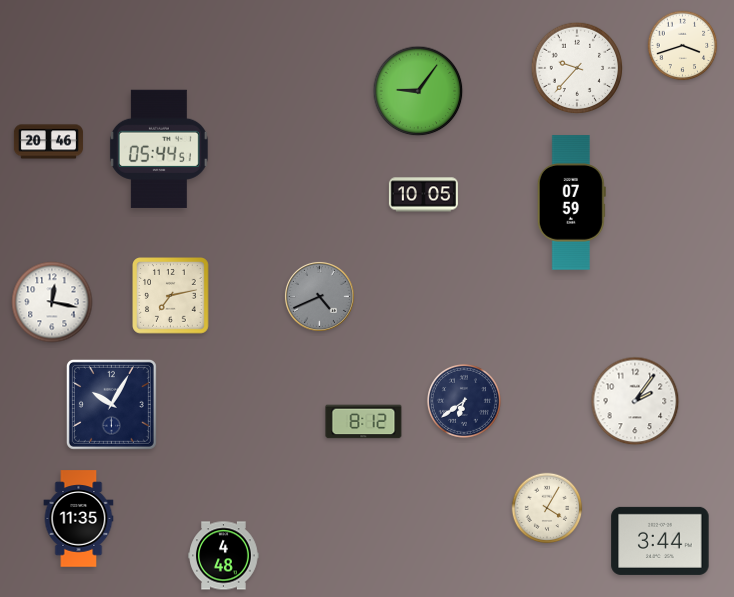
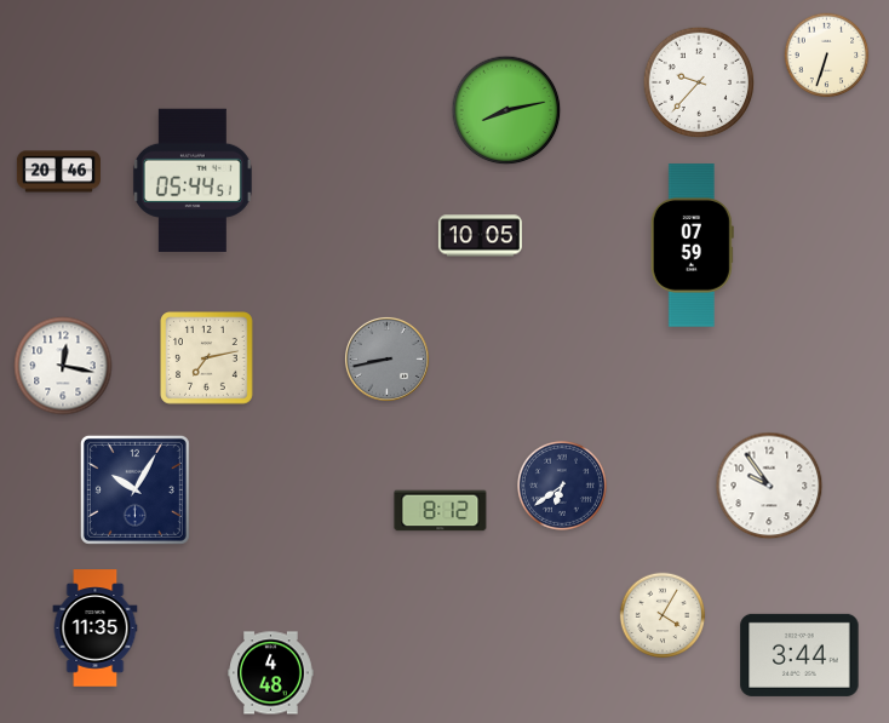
clock at (683, 46): 3:42 -> 6:33
clock at (418, 91): 9:06 -> 8:13
clock at (423, 195) position: (423, 195) -> (480, 236)
clock at (319, 296): 4:41 -> 8:43
clock at (635, 401): 2:06 -> 9:54
